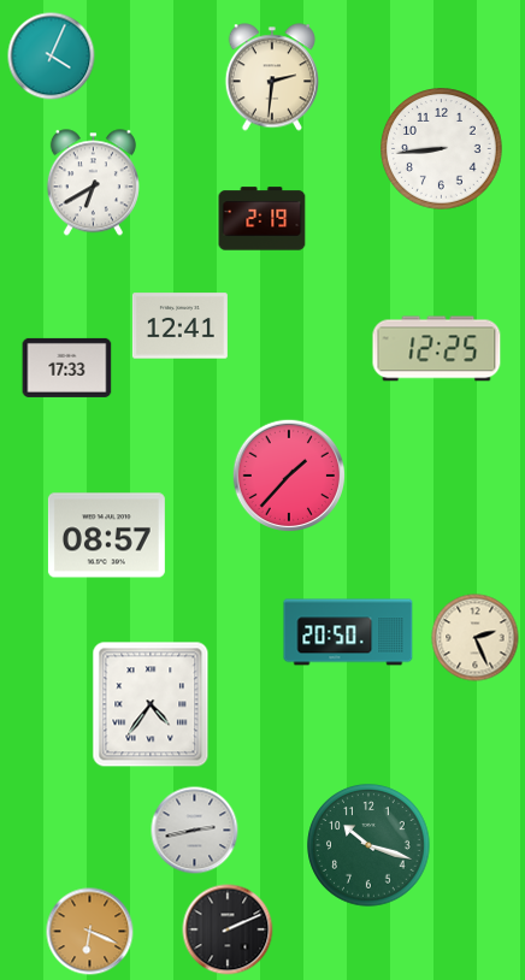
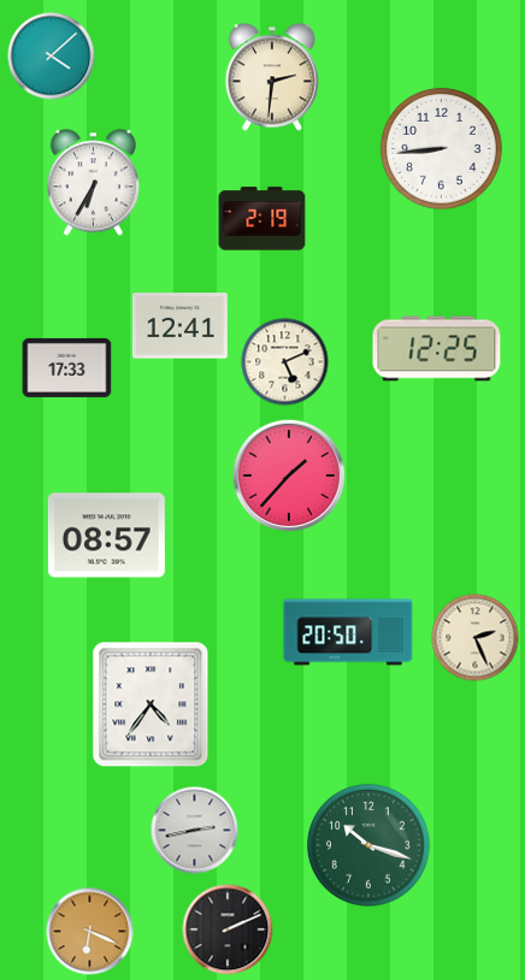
clock at (52, 57): 4:04 -> 4:08
clock at (93, 183): 6:40 -> 6:35
clock at (285, 362): none -> 5:11
